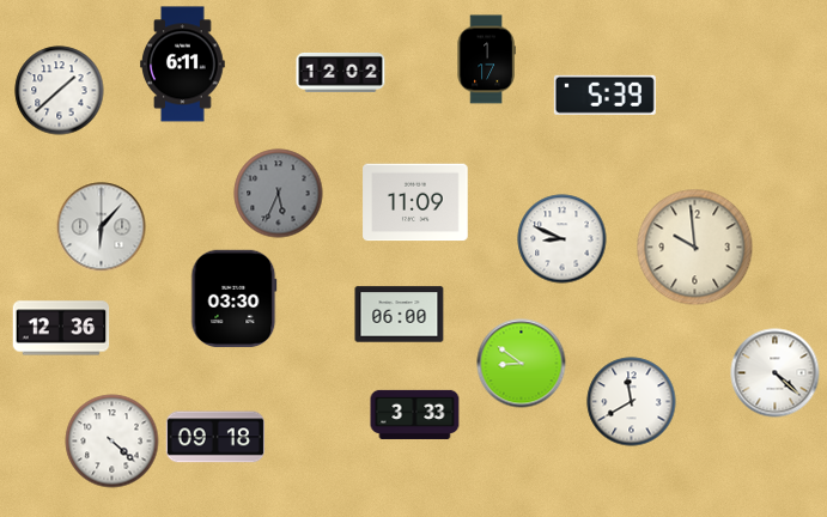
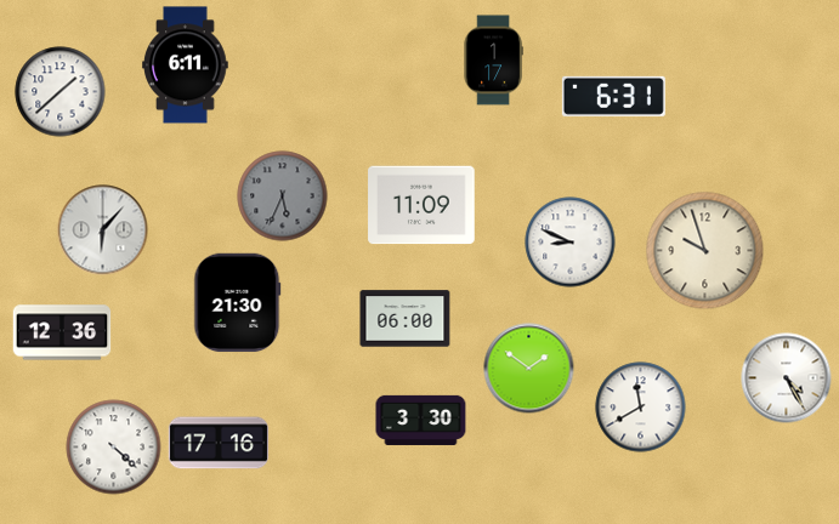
clock at (341, 72): 12:02 -> none
clock at (604, 95): 5:39 -> 6:31
clock at (695, 248): 9:59 -> 9:57
clock at (235, 299): 03:30 -> 21:30
clock at (522, 364): 8:51 -> 1:51
clock at (776, 373): 4:22 -> 4:25
clock at (415, 414): 3:33 -> 3:30
clock at (214, 437): 09:18 -> 17:16
